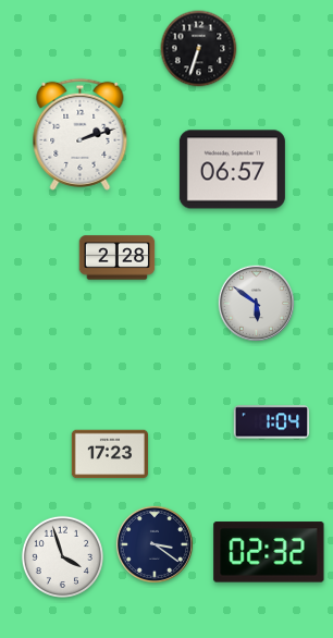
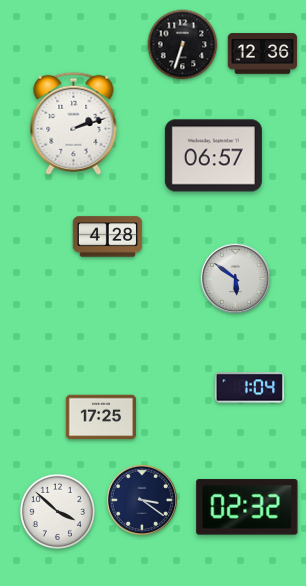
clock at (263, 54): none -> 12:36
clock at (118, 258): 2:28 -> 4:28
clock at (109, 454): 17:23 -> 17:25
clock at (62, 556): 3:57 -> 3:52
